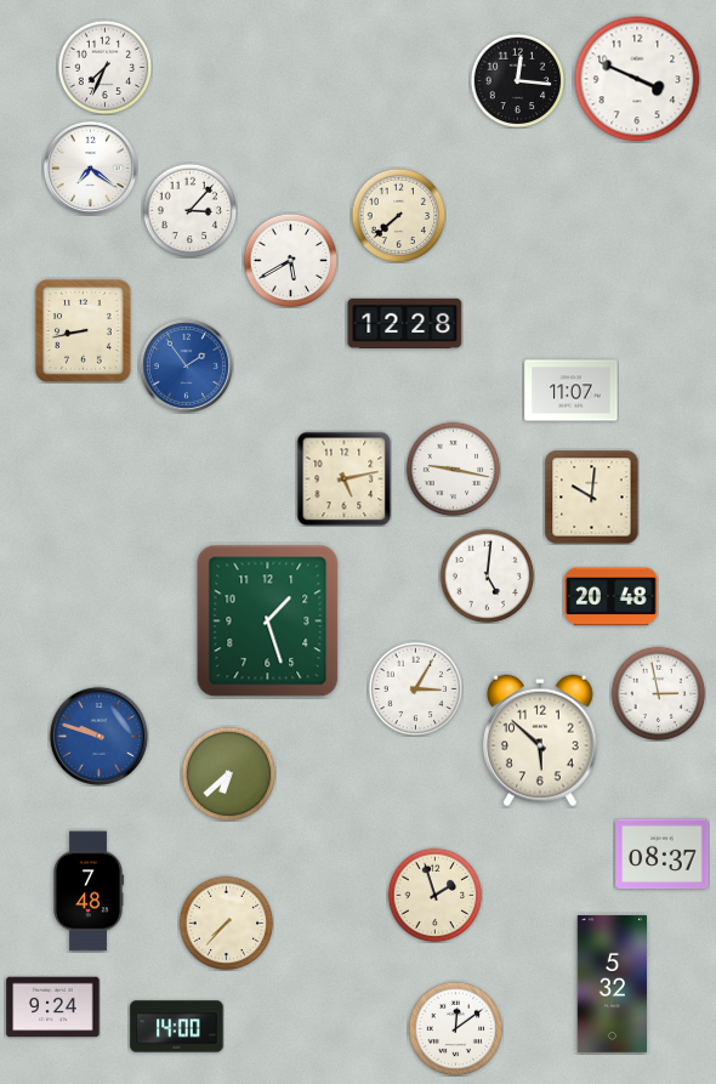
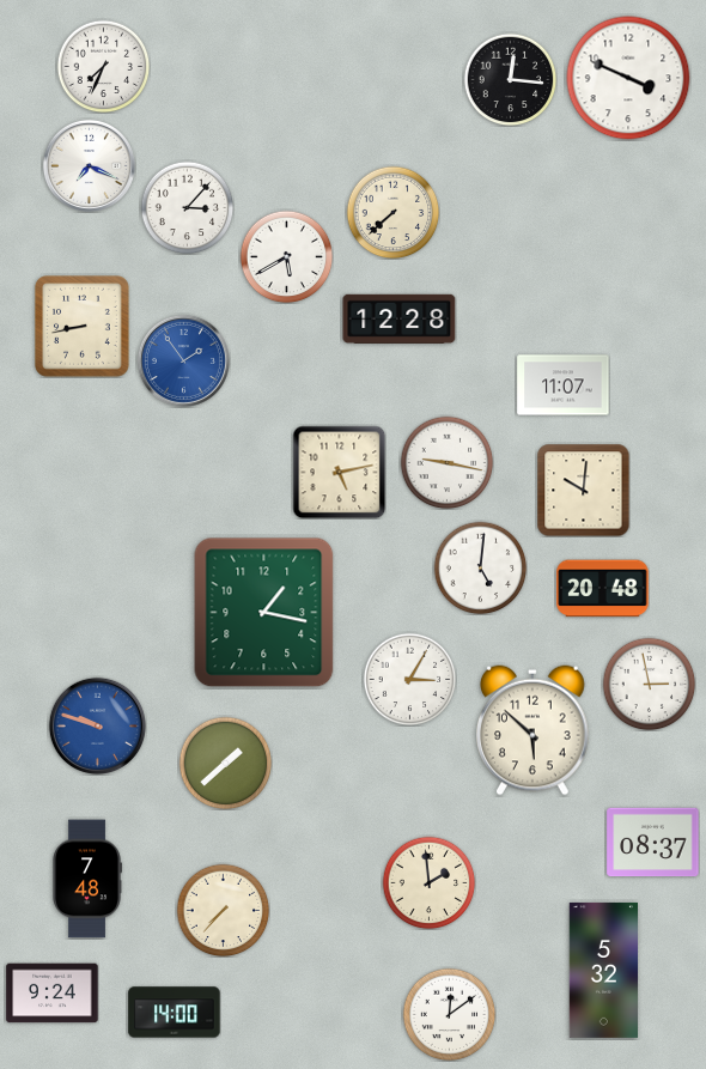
clock at (90, 168): 7:21 -> 7:19
clock at (268, 622): 1:27 -> 1:17
clock at (228, 773): 6:38 -> 1:38
clock at (434, 895): 1:57 -> 1:59
